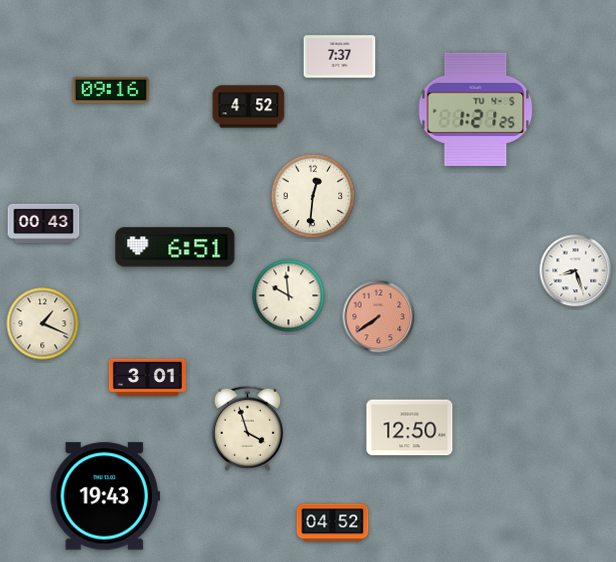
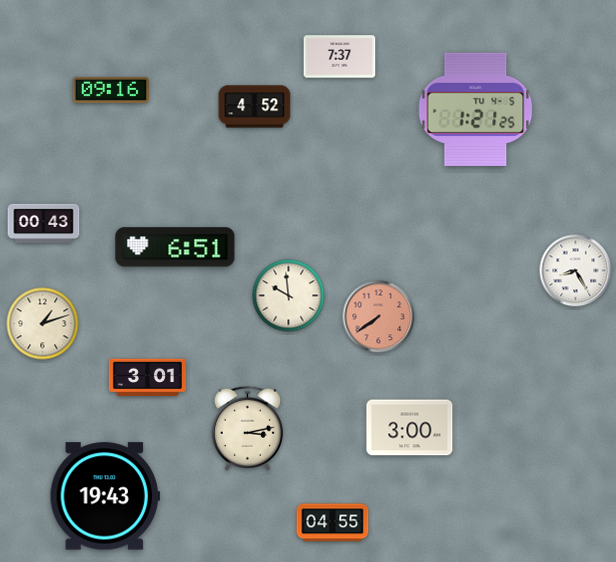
clock at (249, 107) position: (249, 107) -> (255, 107)
clock at (313, 196): 12:31 -> none
clock at (576, 271): 8:27 -> 8:25
clock at (43, 324): 1:19 -> 1:12
clock at (247, 428): 3:57 -> 3:13
clock at (410, 428): 12:50 -> 3:00
clock at (333, 523): 04:52 -> 04:55
